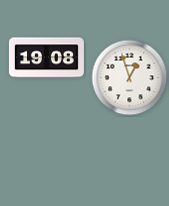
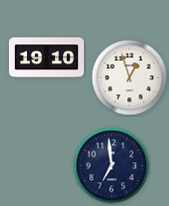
clock at (46, 58): 19:08 -> 19:10
clock at (112, 166): none -> 6:59
